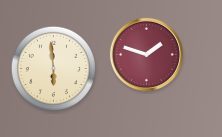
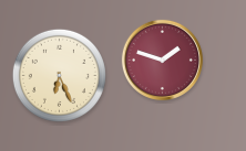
clock at (53, 68): 5:59 -> 6:26
